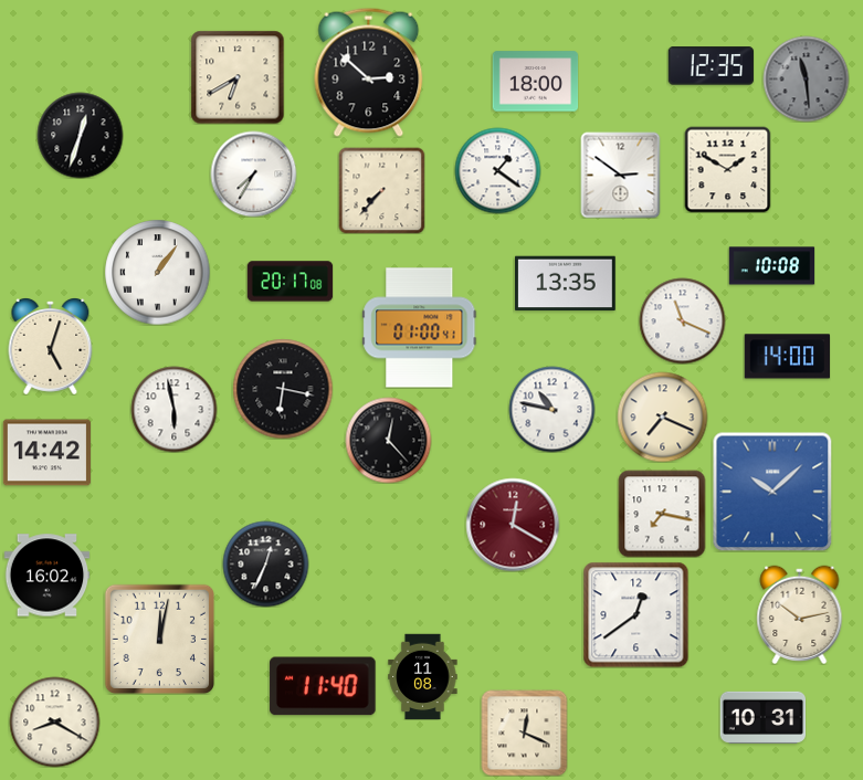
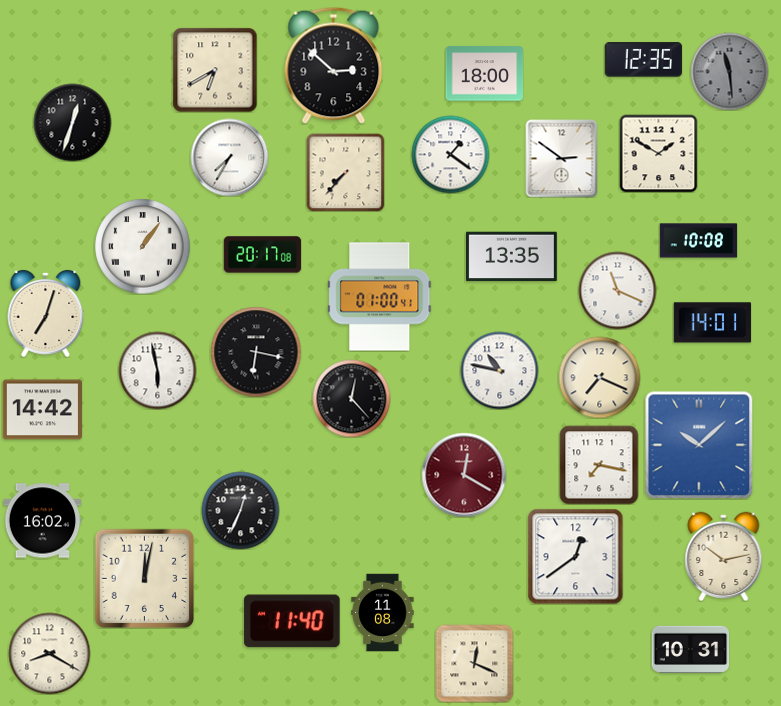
clock at (51, 347): 5:03 -> 7:03
clock at (787, 357): 14:00 -> 14:01
